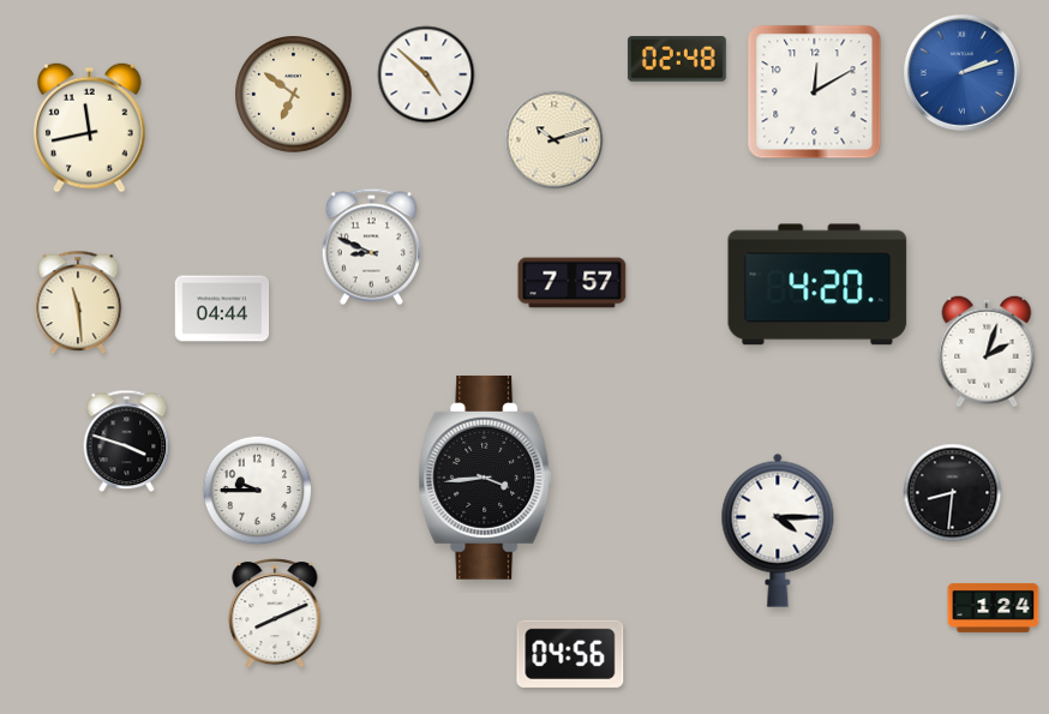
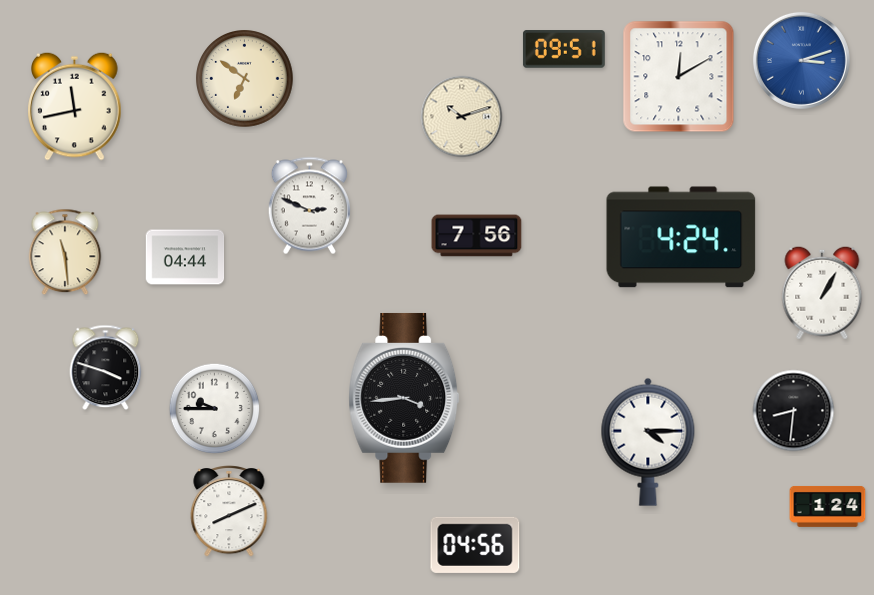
clock at (677, 59): 02:48 -> 09:51
clock at (961, 72): 2:12 -> 3:12
clock at (426, 74): 4:52 -> none
clock at (371, 247): 8:49 -> 2:49
clock at (573, 283): 7:57 -> 7:56
clock at (817, 284): 4:20 -> 4:24
clock at (987, 352): 2:03 -> 1:05
